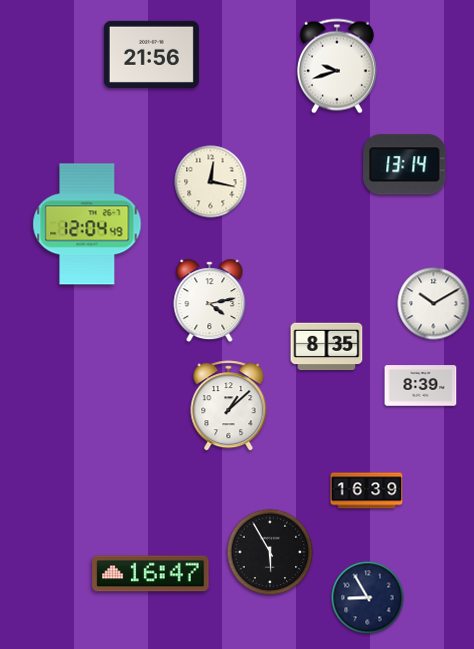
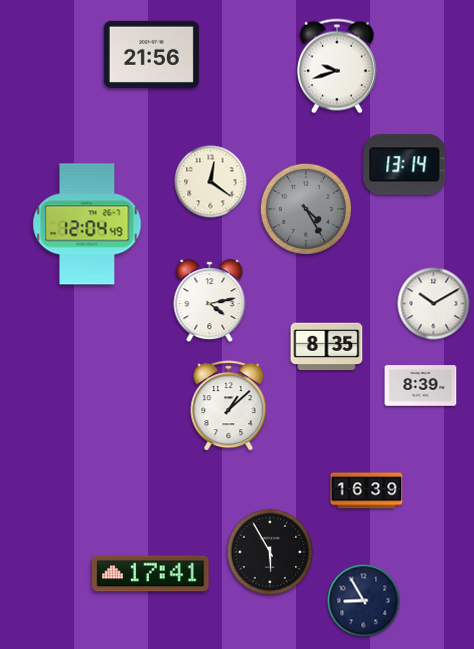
clock at (211, 182): 12:17 -> 12:21
clock at (305, 208): none -> 4:25
clock at (151, 574): 16:47 -> 17:41
clock at (368, 598) position: (368, 598) -> (364, 601)
